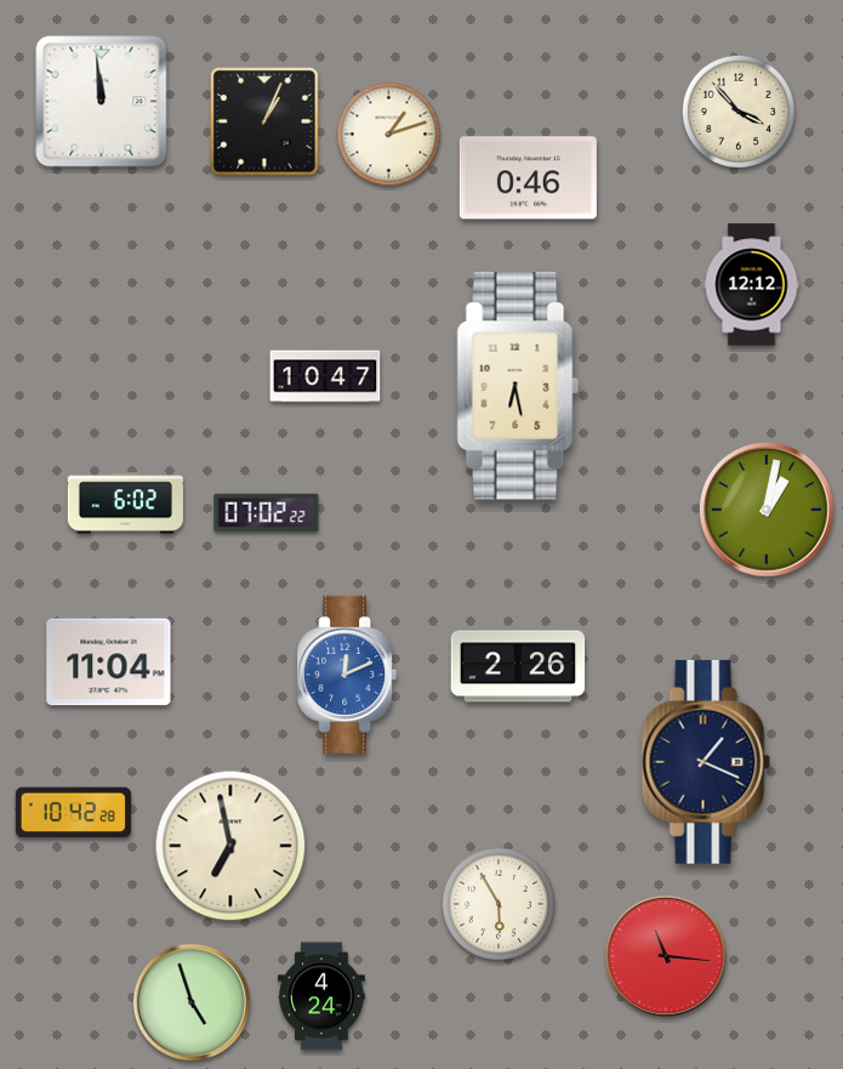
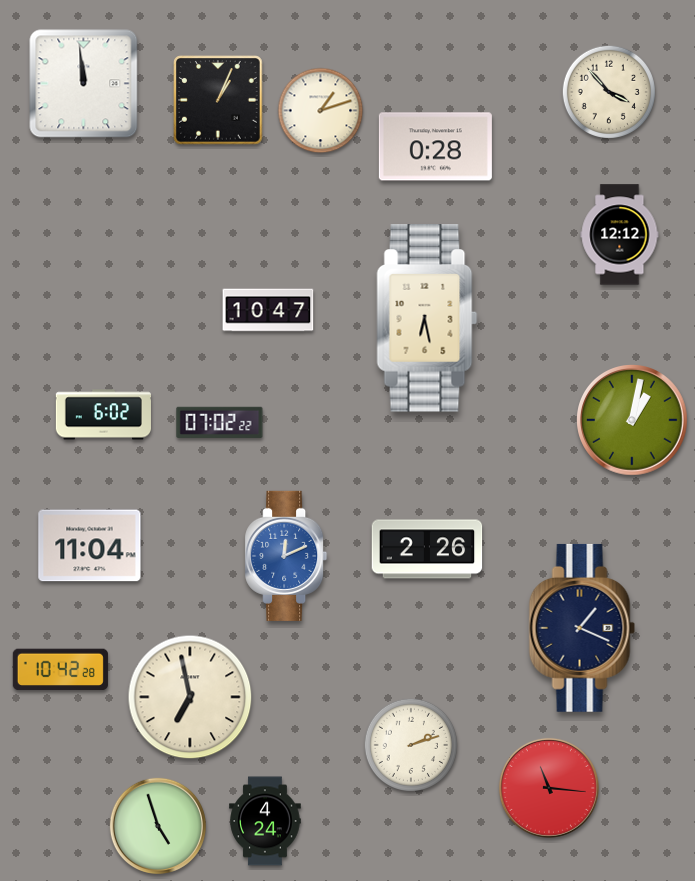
clock at (528, 178): 0:46 -> 0:28
clock at (499, 904): 5:55 -> 2:12
